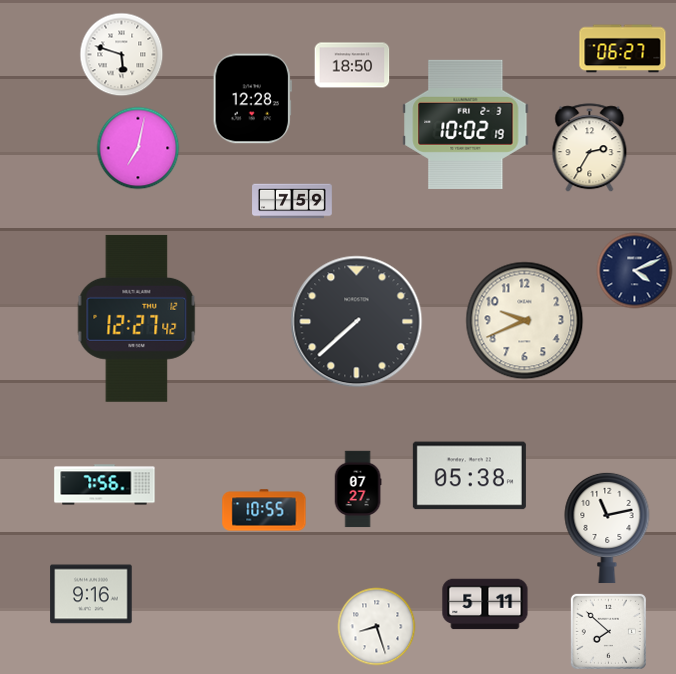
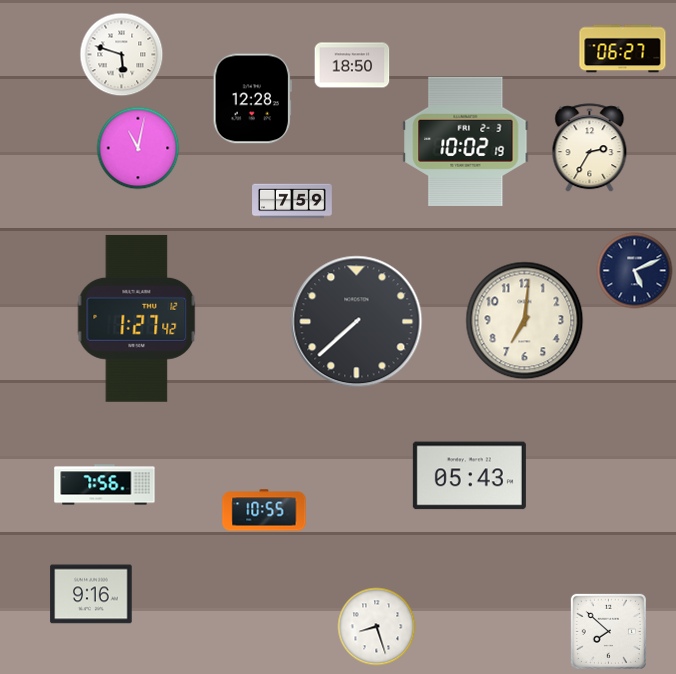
clock at (466, 124) position: (466, 124) -> (466, 141)
clock at (138, 148): 7:02 -> 11:02
clock at (635, 271): 4:11 -> 5:11
clock at (137, 318): 12:27 -> 1:27
clock at (525, 321): 9:41 -> 7:01
clock at (469, 476): 05:38 -> 05:43
clock at (358, 489): 07:27 -> none
clock at (607, 528): 11:13 -> none
clock at (485, 604): 5:11 -> none
